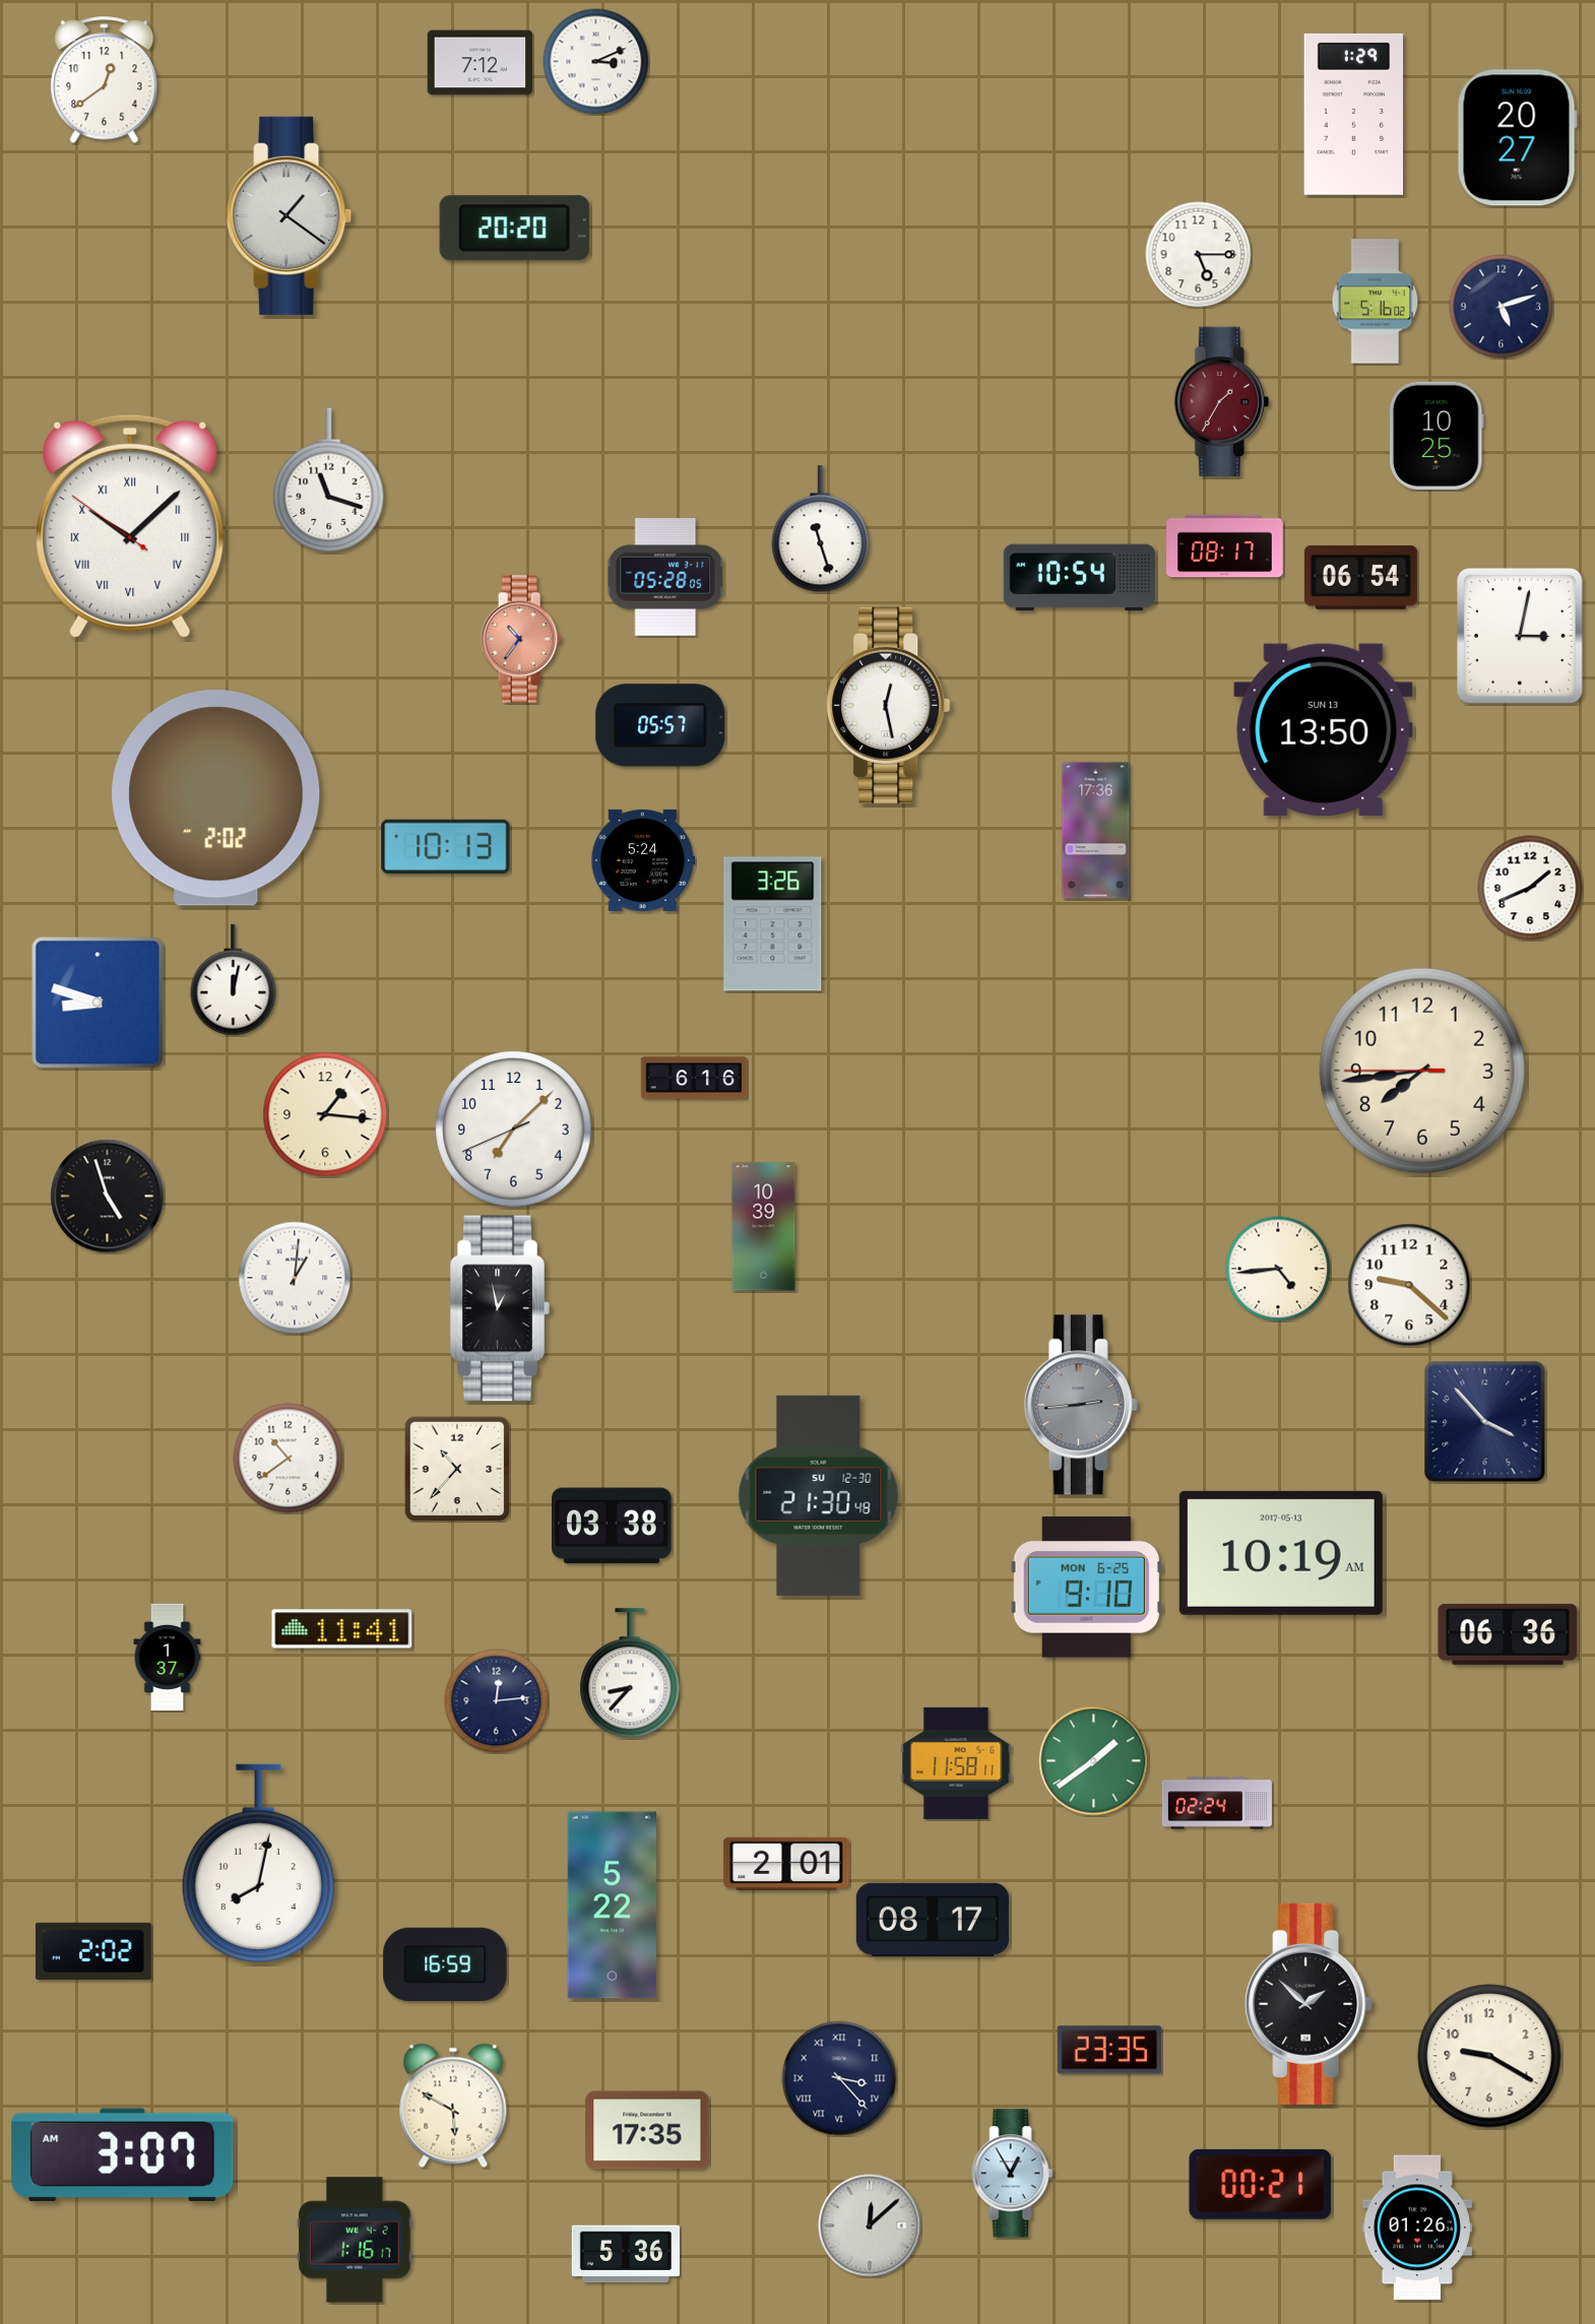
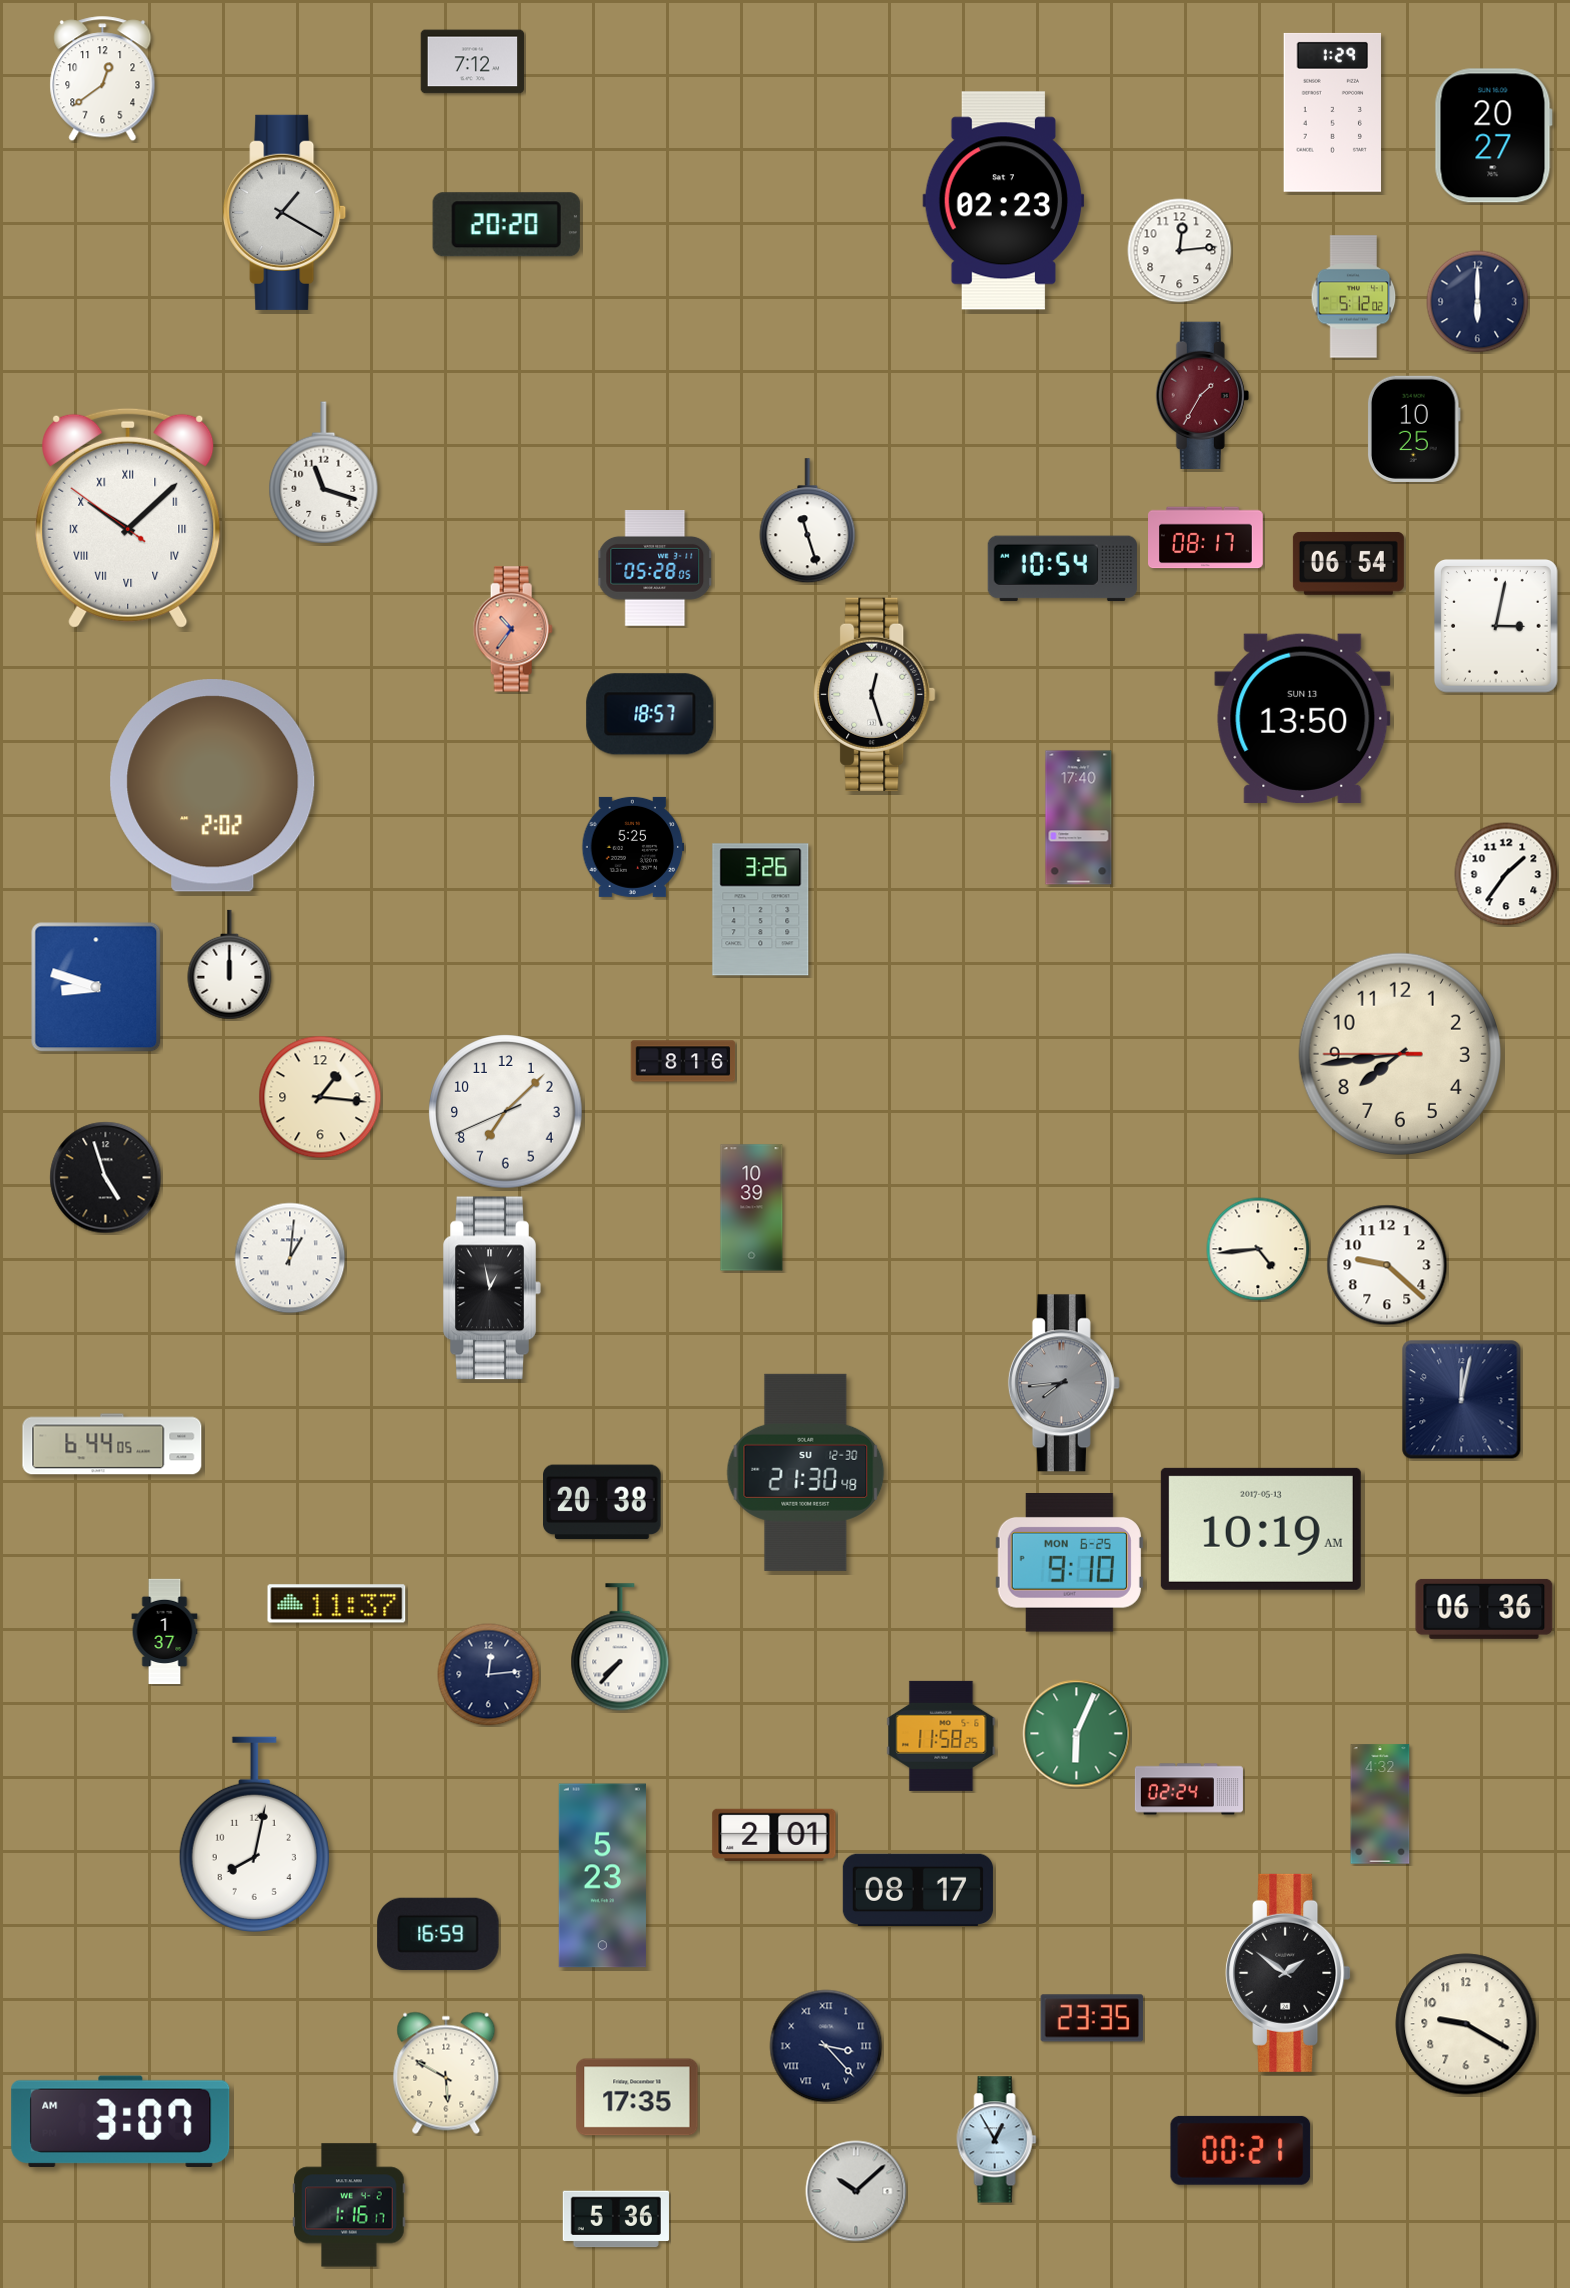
clock at (596, 62): 3:11 -> none
clock at (1004, 201): none -> 02:23
clock at (290, 215): 1:21 -> 1:20
clock at (1199, 255): 5:15 -> 12:14
clock at (1376, 302): 5:16 -> 5:12
clock at (1502, 307): 5:12 -> 6:00
clock at (1360, 577) position: (1360, 577) -> (1348, 563)
clock at (889, 705): 12:28 -> 12:27
clock at (660, 725): 05:57 -> 18:57
clock at (1096, 831): 17:36 -> 17:40
clock at (446, 846): 10:13 -> none
clock at (643, 860): 5:24 -> 5:25
clock at (1530, 888): 1:41 -> 1:36
clock at (234, 980): 12:02 -> 12:00
clock at (694, 1078): 6:16 -> 8:16
clock at (1081, 1405): 2:44 -> 7:44
clock at (1485, 1422): 3:53 -> 12:02
clock at (289, 1459): 10:39 -> none
clock at (112, 1444): none -> 6:44
clock at (457, 1469): 10:37 -> none
clock at (613, 1526): 03:38 -> 20:38
clock at (342, 1629): 11:41 -> 11:37
clock at (630, 1674): 8:37 -> 7:37
clock at (1094, 1761): 1:39 -> 6:04
clock at (956, 1763): 11:58:11 -> 11:58:25
clock at (1217, 1803) position: (1217, 1803) -> (1189, 1789)
clock at (1380, 1804): none -> 4:32
clock at (612, 1906): 5:22 -> 5:23
clock at (93, 1951): 2:02 -> none
clock at (1309, 2004): 1:52 -> 1:51
clock at (870, 2225): 12:08 -> 10:08
clock at (1417, 2228): 01:26 -> none
